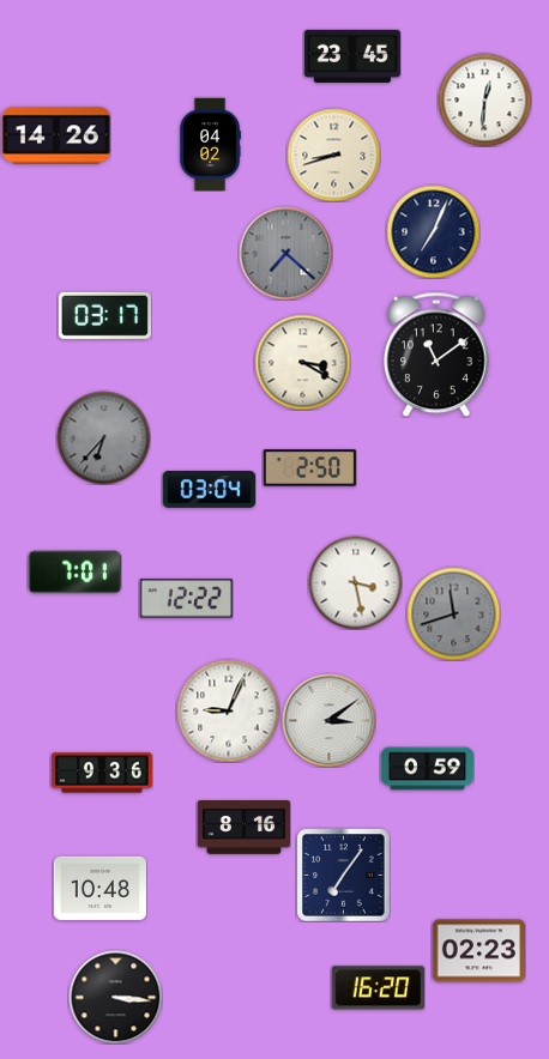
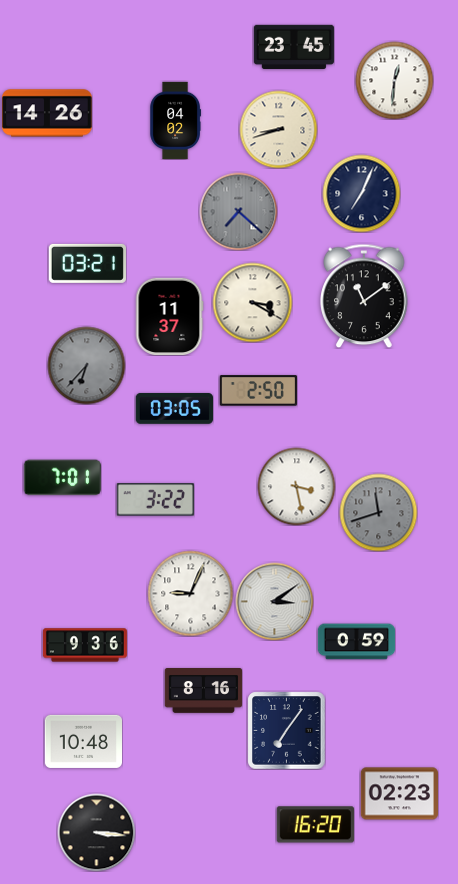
clock at (484, 99) position: (484, 99) -> (394, 80)
clock at (104, 315): 03:17 -> 03:21
clock at (169, 316): none -> 11:37
clock at (209, 489): 03:04 -> 03:05
clock at (186, 599): 12:22 -> 3:22
